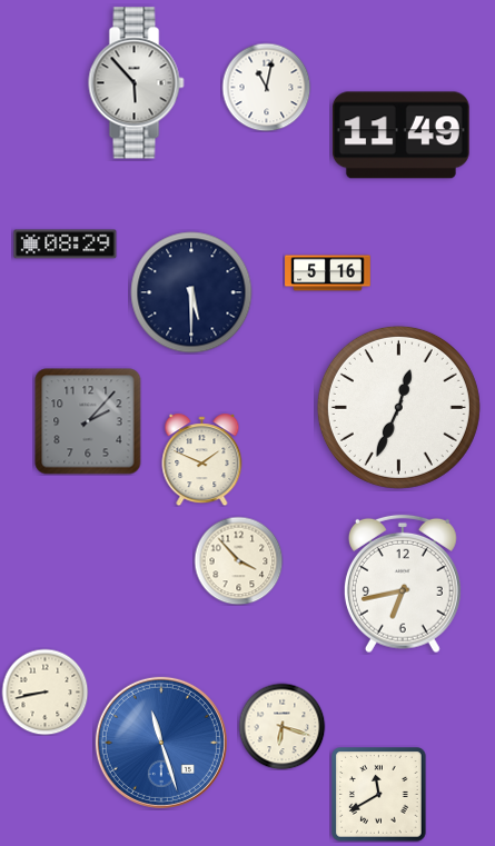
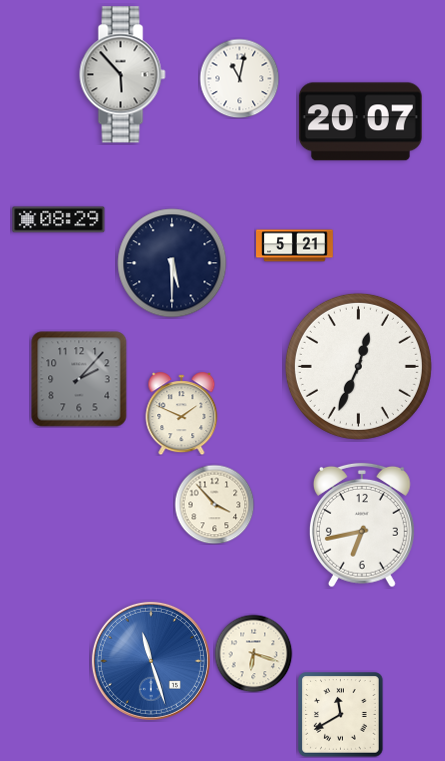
clock at (400, 136): 11:49 -> 20:07
clock at (328, 273): 5:16 -> 5:21
clock at (44, 691): 8:43 -> none
clock at (161, 743) position: (161, 743) -> (151, 661)
